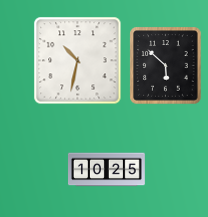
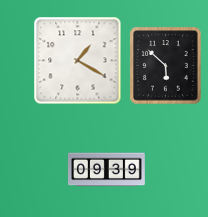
clock at (77, 60): 10:32 -> 1:20
clock at (107, 170): 10:25 -> 09:39
